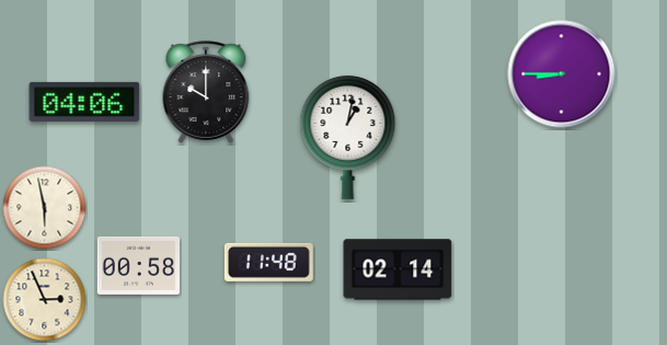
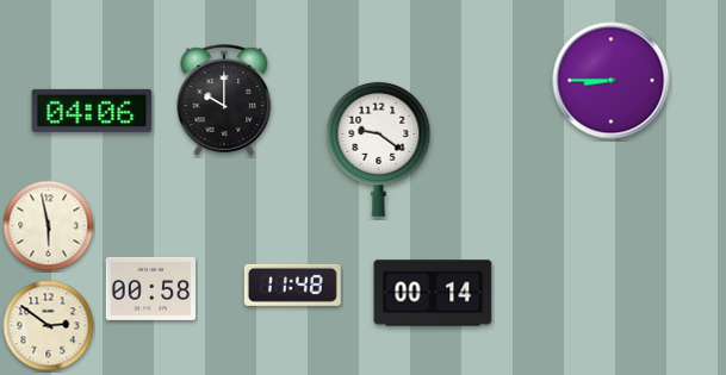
clock at (348, 137): 1:02 -> 9:21
clock at (398, 269): 02:14 -> 00:14
clock at (45, 300): 2:56 -> 2:51
